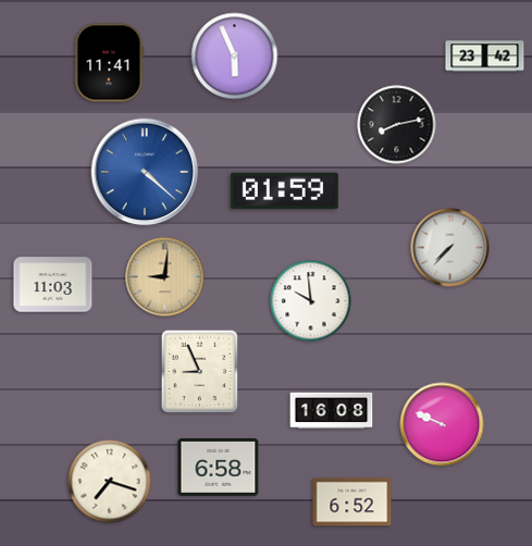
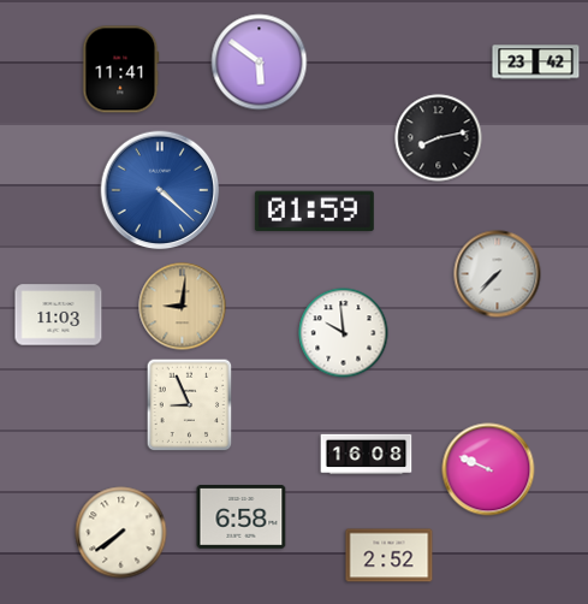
clock at (235, 57): 5:56 -> 5:51
clock at (200, 372) position: (200, 372) -> (190, 405)
clock at (110, 482): 7:18 -> 7:39
clock at (352, 502): 6:52 -> 2:52
